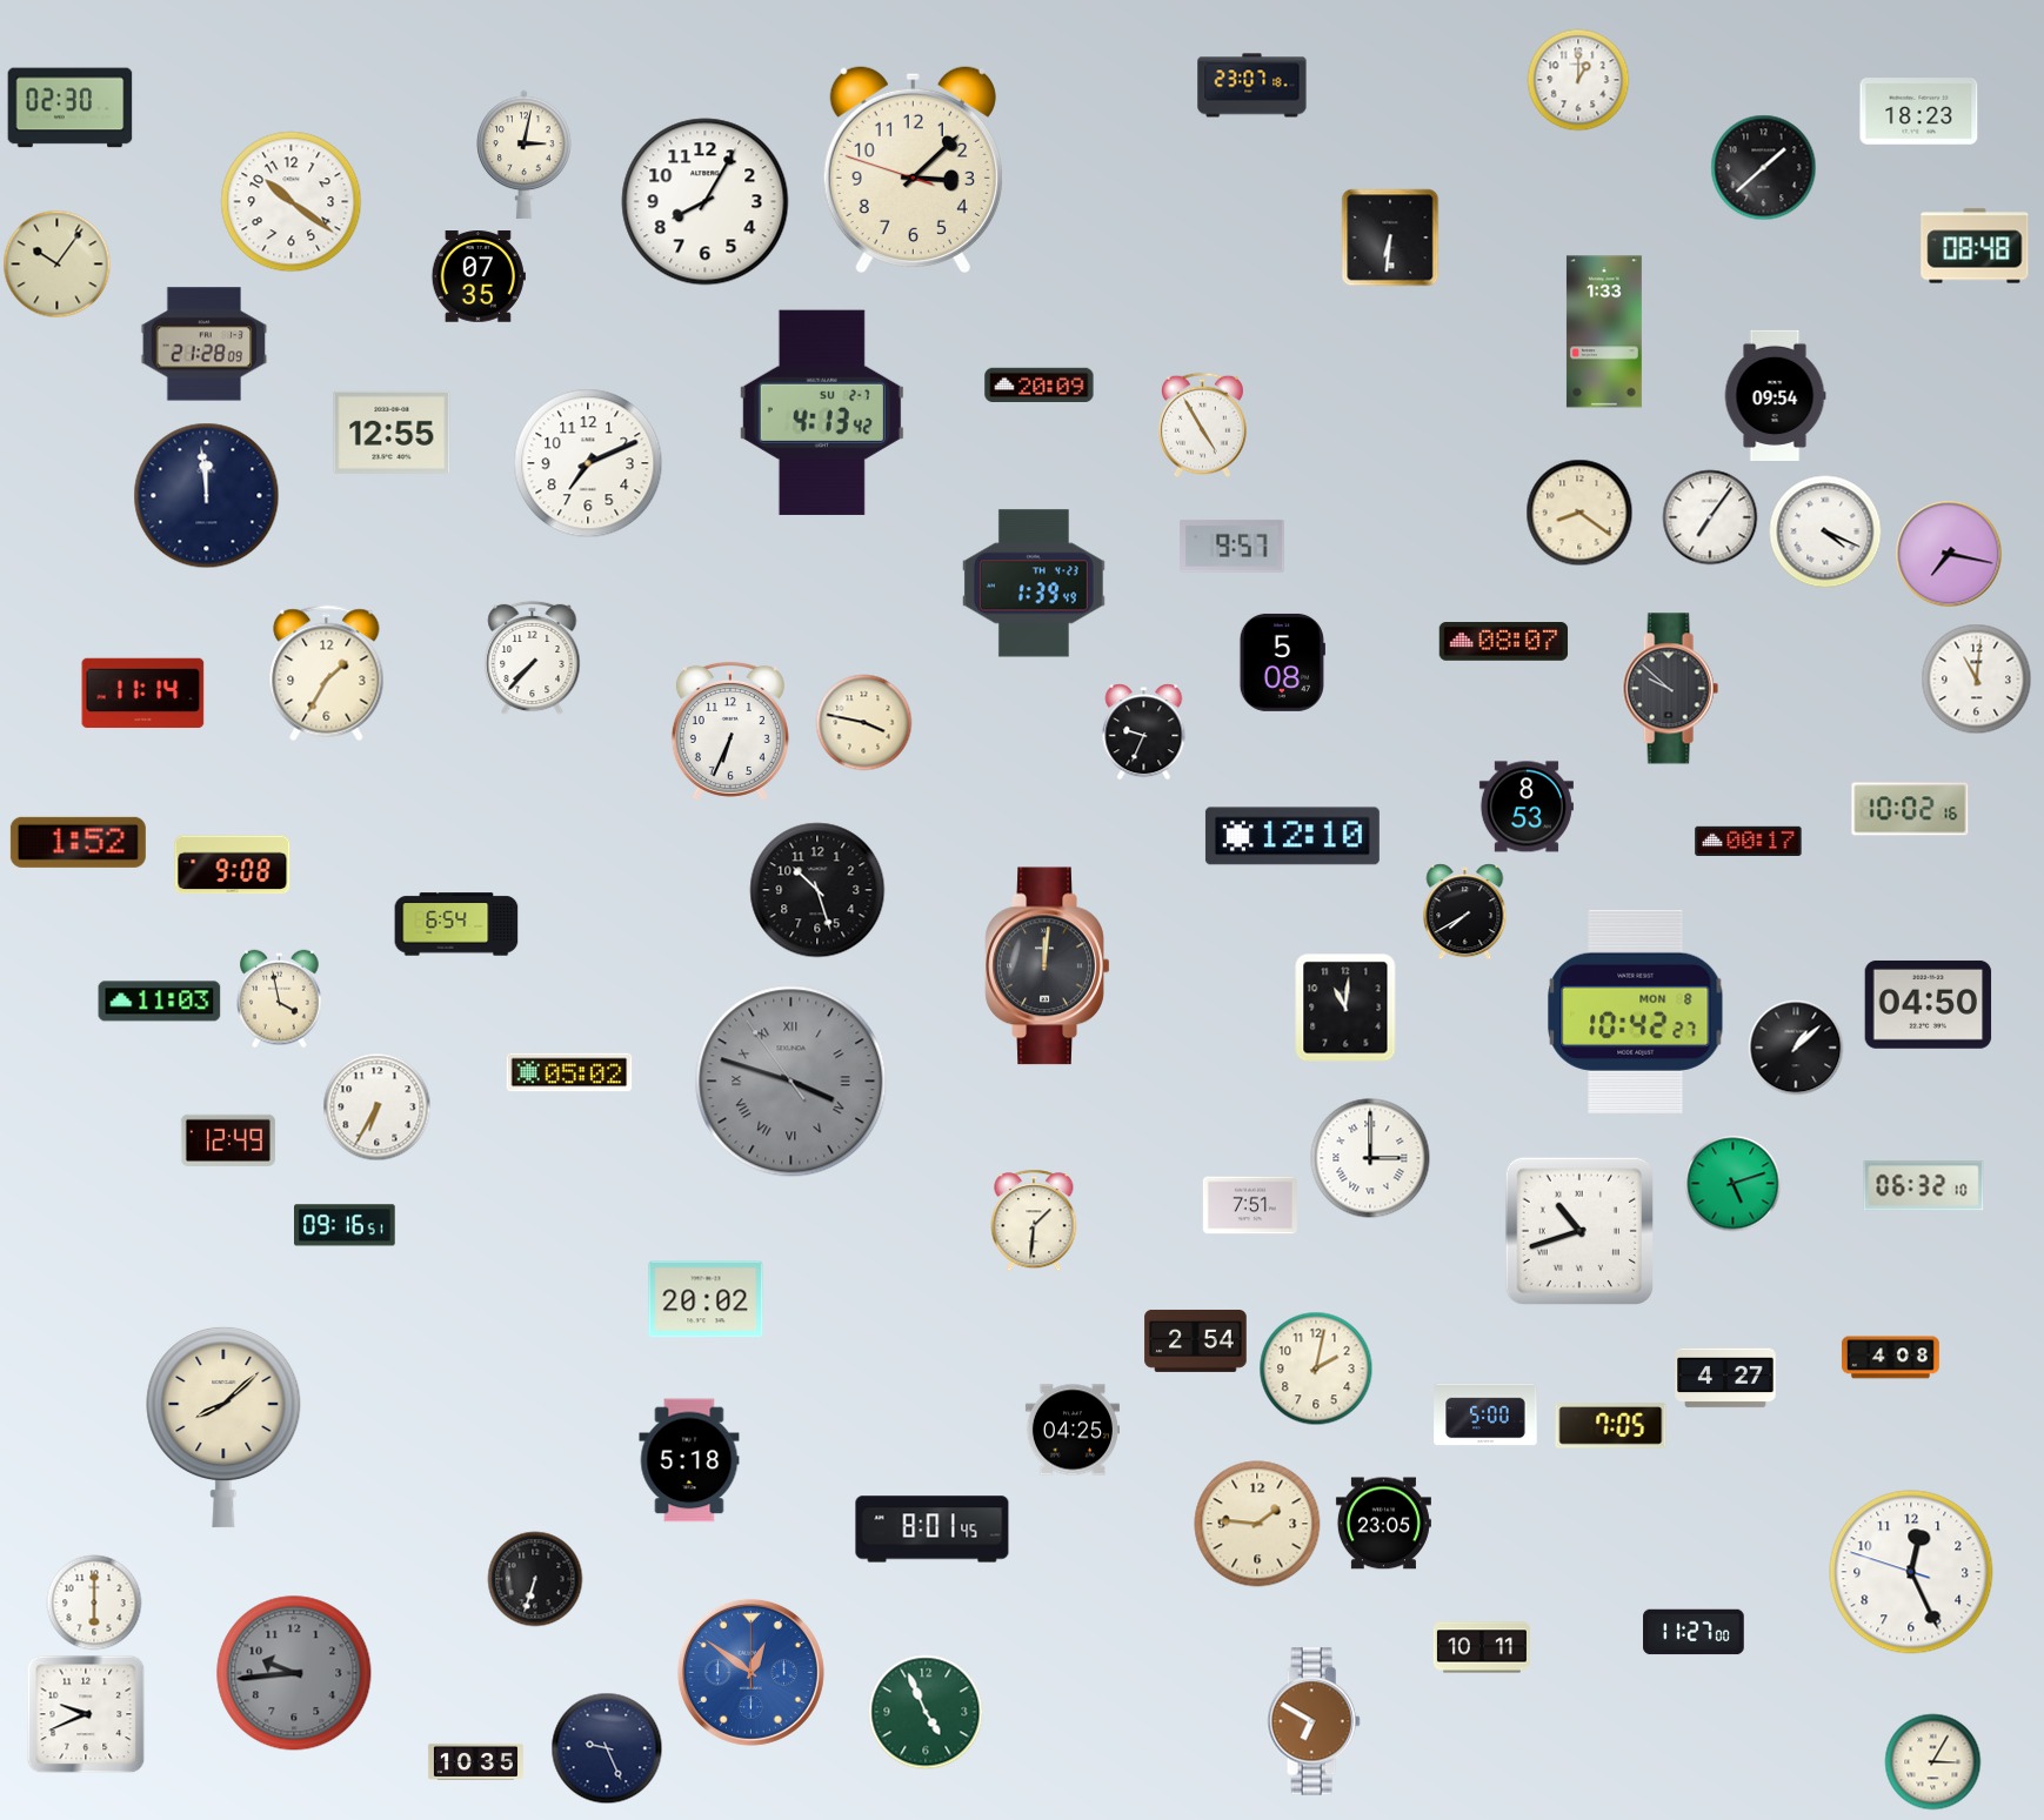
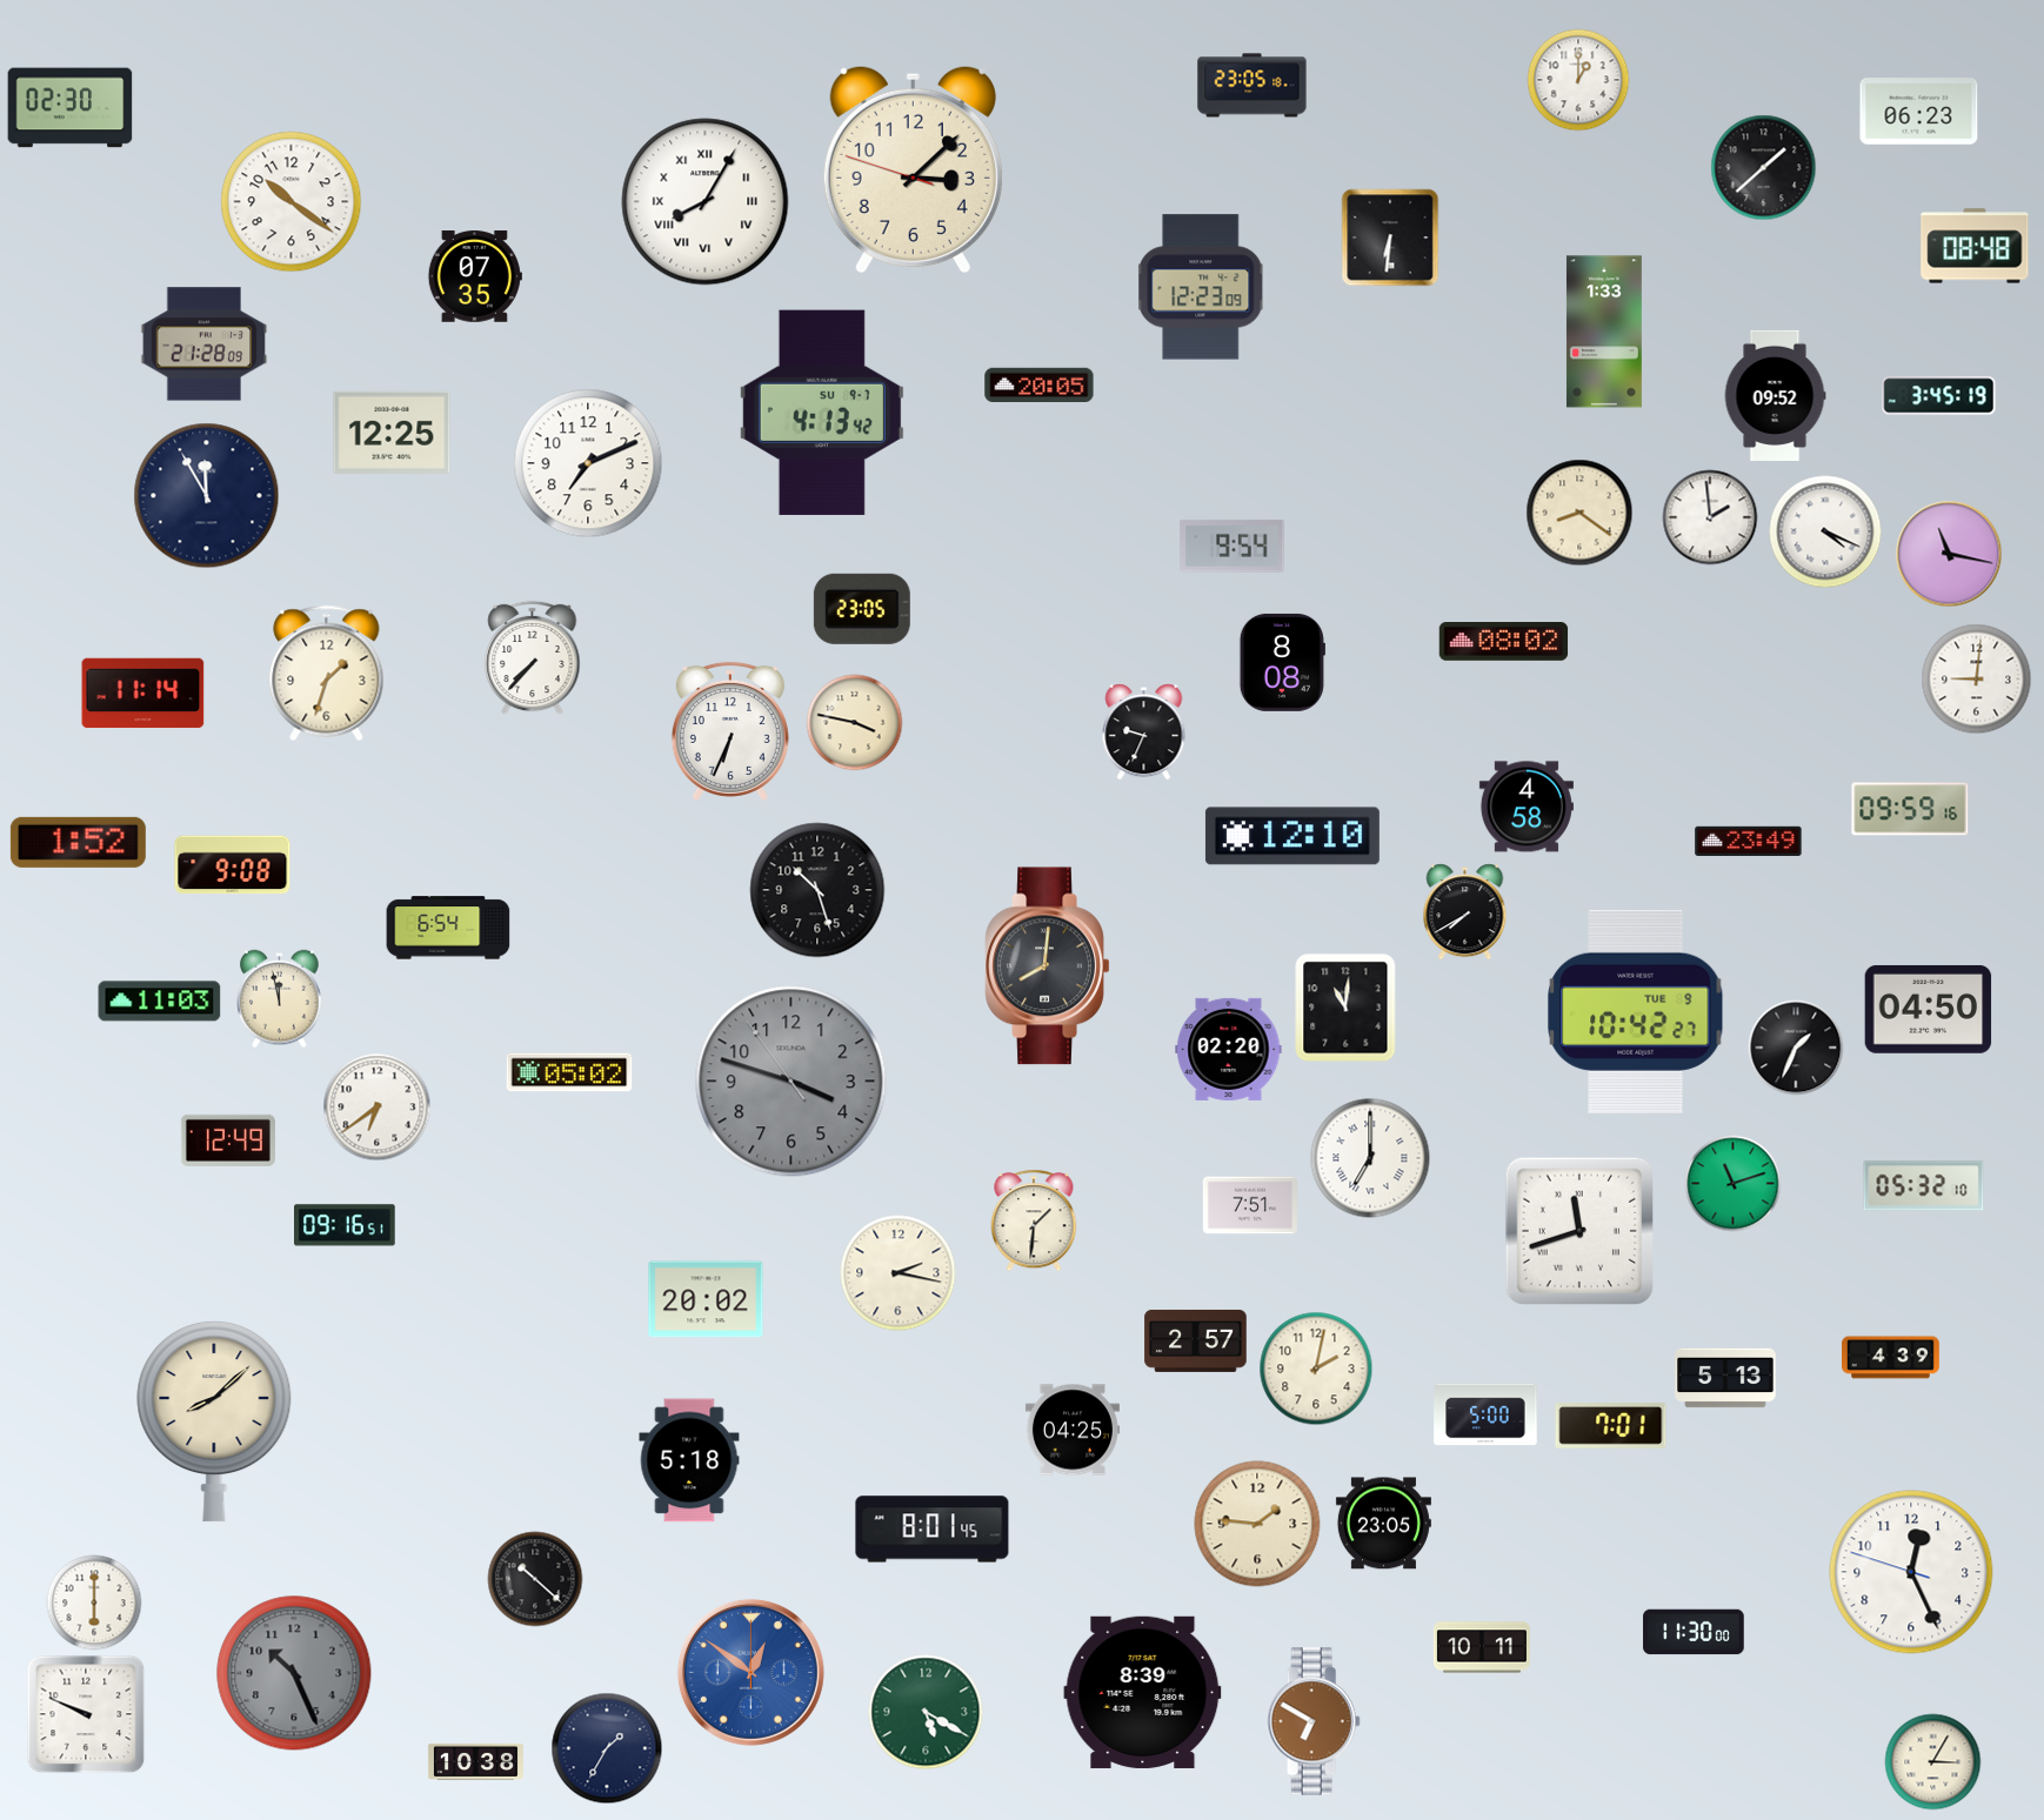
clock at (1253, 86): 23:07 -> 23:05
clock at (1919, 112): 18:23 -> 06:23
clock at (525, 155): 3:02 -> none
clock at (706, 202) numerals: Arabic -> Roman
clock at (58, 265): 10:06 -> none
clock at (479, 276) position: (479, 276) -> (475, 276)
clock at (1201, 287): none -> 12:23
clock at (1040, 384): 20:09 -> 20:05
clock at (1775, 395): 09:54 -> 09:52
clock at (1939, 396): none -> 3:45
clock at (822, 413) date: SU 2-7 -> SU 9-7
clock at (1202, 426): 4:55 -> none
clock at (392, 433): 12:55 -> 12:25
clock at (207, 496): 11:59 -> 11:55
clock at (1710, 517): 7:06 -> 1:59
clock at (1233, 546): 9:57 -> 9:54
clock at (1949, 554): 7:17 -> 11:17
clock at (1034, 583): 1:39 -> none
clock at (862, 609): none -> 23:05
clock at (1504, 642): 08:07 -> 08:02
clock at (1282, 662): 5:08 -> 8:08
clock at (327, 674): 1:35 -> 1:33
clock at (1977, 680): 11:01 -> 9:01
clock at (1670, 689): 9:52 -> none
clock at (864, 723) position: (864, 723) -> (855, 723)
clock at (1527, 807): 8:53 -> 4:58
clock at (1910, 809): 10:02 -> 09:59
clock at (1749, 841): 00:17 -> 23:49
clock at (456, 924) position: (456, 924) -> (448, 928)
clock at (1048, 966): 12:01 -> 8:01
clock at (280, 999): 3:58 -> 11:58
clock at (1929, 1004) position: (1929, 1004) -> (1929, 1009)
clock at (1636, 1011) date: MON 8 -> TUE 9
clock at (1796, 1048): 1:08 -> 1:34
clock at (1229, 1049): none -> 02:20
clock at (791, 1082) numerals: Roman -> Arabic
clock at (378, 1108): 6:35 -> 6:39
clock at (1370, 1158): 3:00 -> 7:00
clock at (1734, 1184): 5:12 -> 11:12
clock at (1924, 1186): 06:32 -> 05:32
clock at (1579, 1231): 10:42 -> 11:42
clock at (899, 1273): none -> 2:17
clock at (1196, 1340): 2:54 -> 2:57
clock at (1890, 1358): 4:08 -> 4:39
clock at (1725, 1378): 4:27 -> 5:13
clock at (1611, 1426): 7:05 -> 7:01
clock at (223, 1427) position: (223, 1427) -> (214, 1421)
clock at (535, 1579): 6:33 -> 10:22
clock at (1694, 1632): 11:27 -> 11:30
clock at (294, 1673): 9:44 -> 10:26
clock at (1143, 1692): none -> 8:39
clock at (926, 1712): 4:56 -> 5:20
clock at (86, 1714): 9:41 -> 9:49
clock at (607, 1748): 9:26 -> 1:35
clock at (475, 1761): 10:35 -> 10:38
